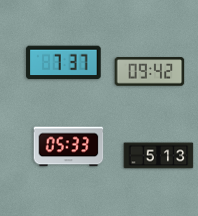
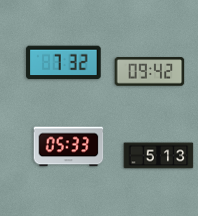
clock at (64, 63): 7:37 -> 7:32
